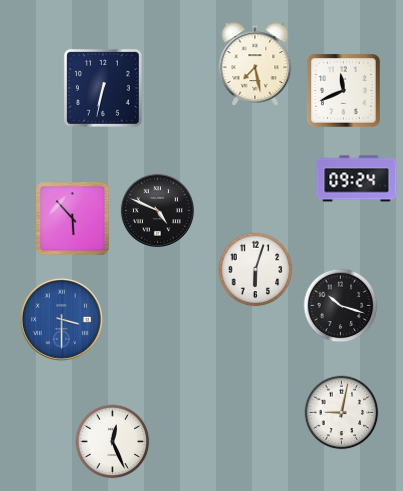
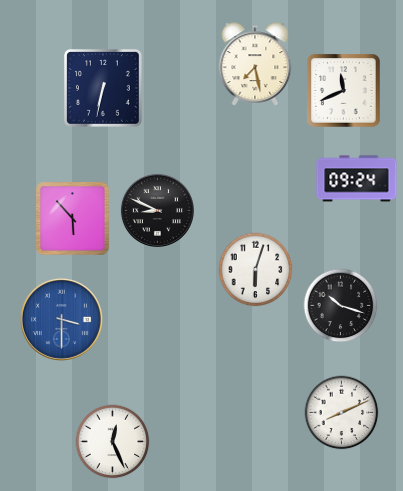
clock at (157, 210): 4:49 -> 8:49
clock at (342, 413): 9:02 -> 8:11
